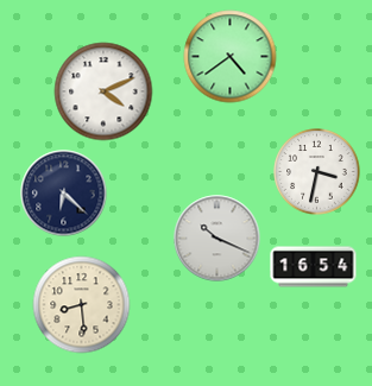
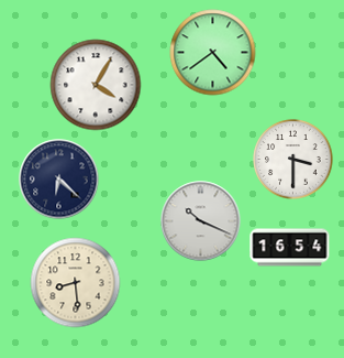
clock at (103, 91): 4:11 -> 4:05
clock at (317, 172): 3:32 -> 3:30
